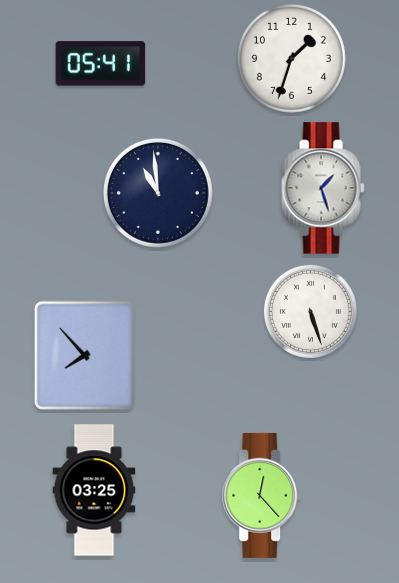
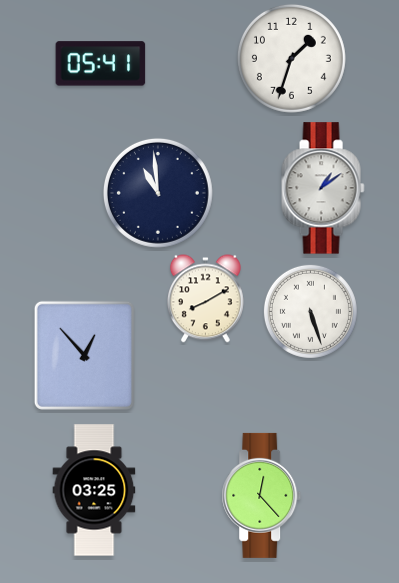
clock at (323, 188): 1:27 -> 1:09
clock at (205, 299): none -> 8:10
clock at (84, 355): 7:53 -> 12:53
